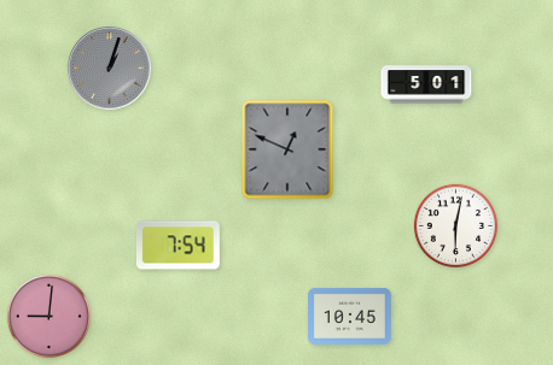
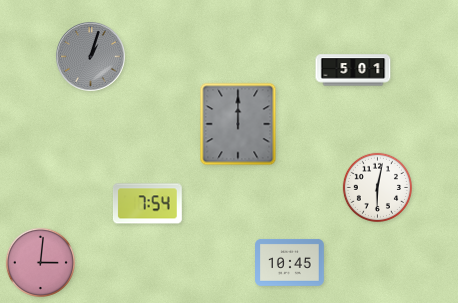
clock at (287, 149): 12:49 -> 12:00
clock at (48, 316): 9:01 -> 3:01
